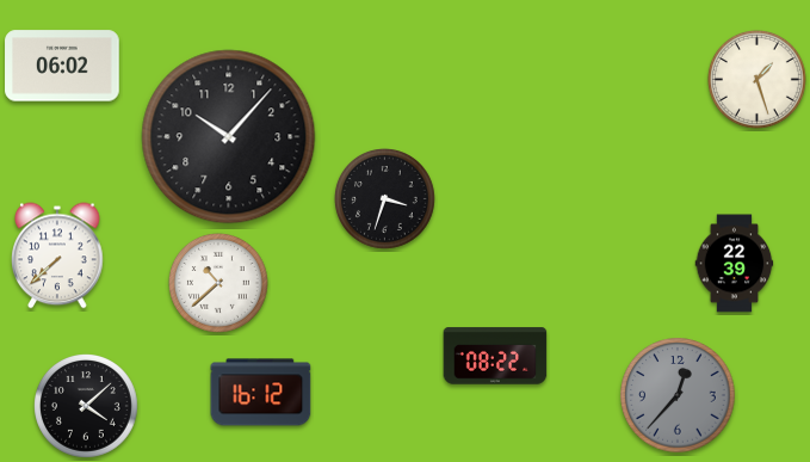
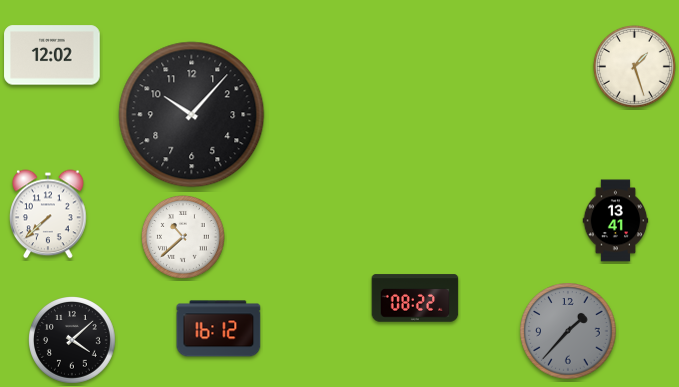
clock at (62, 66): 06:02 -> 12:02
clock at (385, 199): 3:33 -> none
clock at (735, 264): 22:39 -> 13:41
clock at (678, 395): 12:37 -> 1:37
